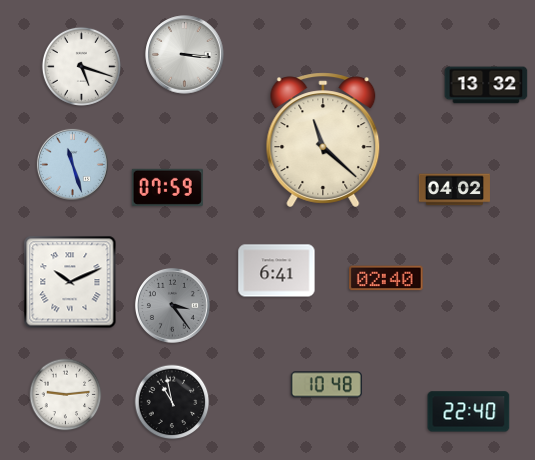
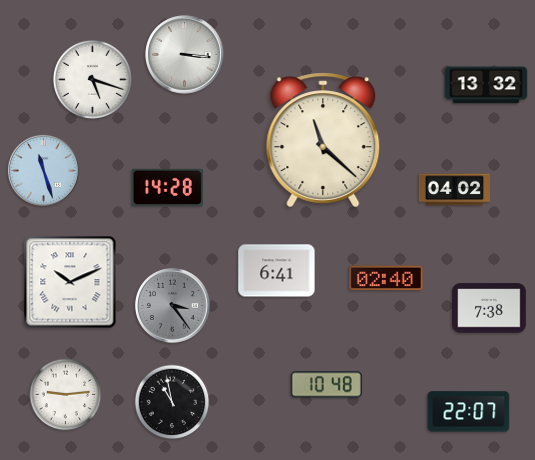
clock at (81, 66) position: (81, 66) -> (92, 79)
clock at (72, 164) position: (72, 164) -> (43, 170)
clock at (167, 187): 07:59 -> 14:28
clock at (489, 308): none -> 7:38
clock at (469, 412): 22:40 -> 22:07
